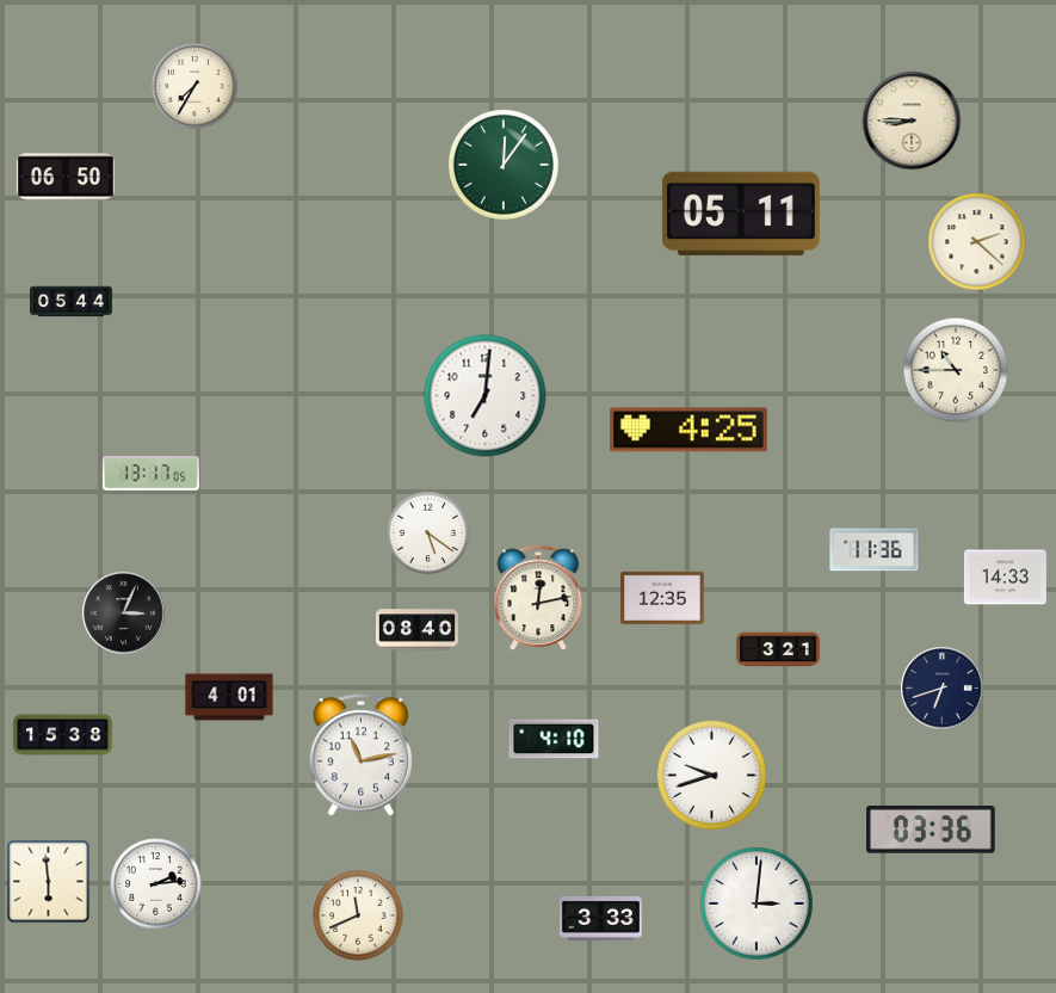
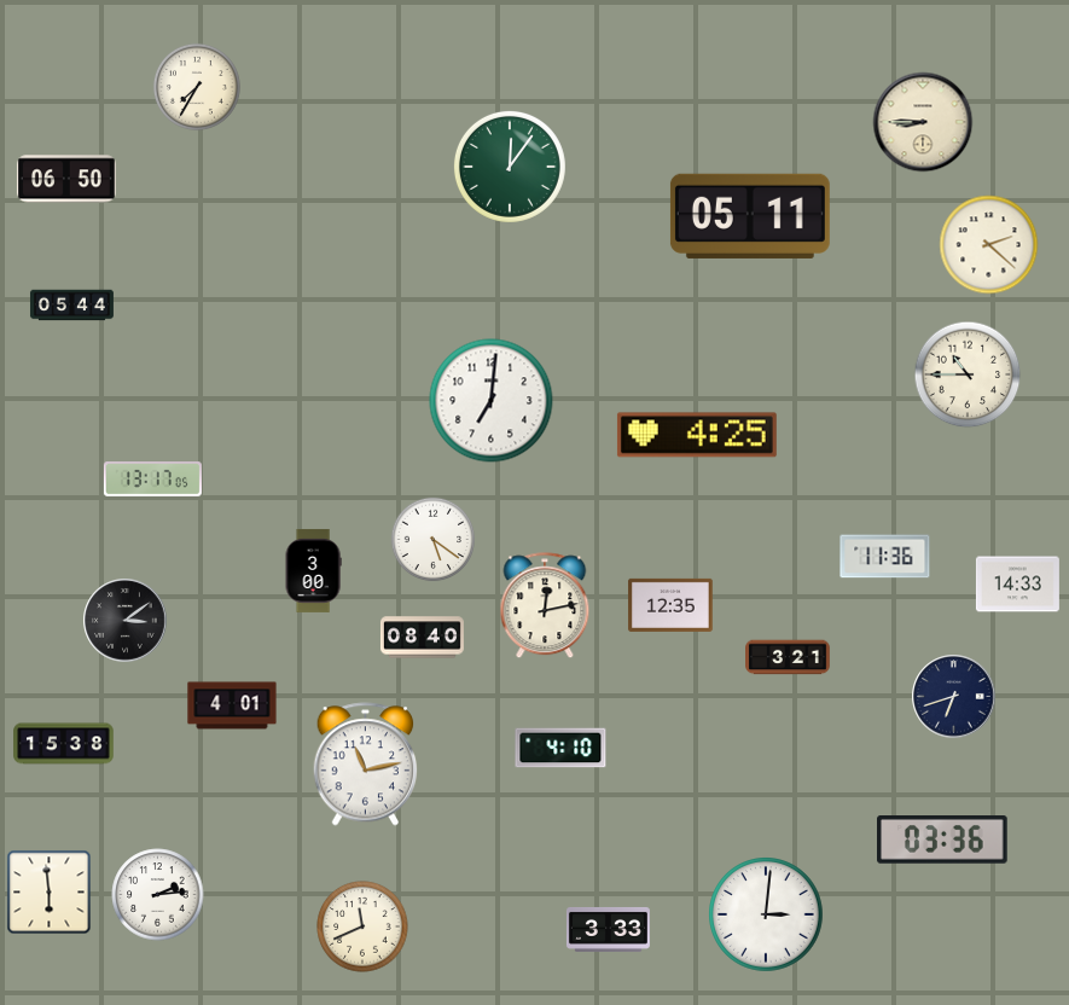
clock at (313, 570): none -> 3:00
clock at (124, 613): 3:04 -> 3:09
clock at (711, 775): 9:42 -> none
